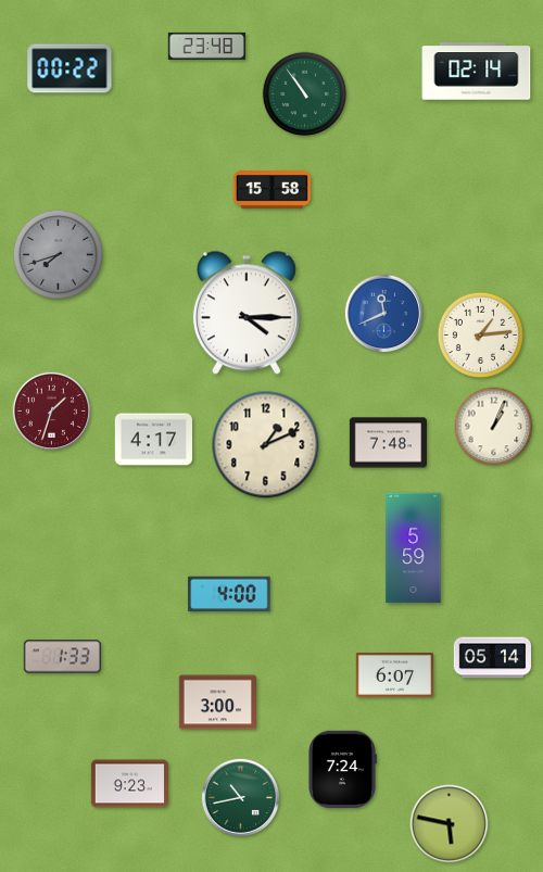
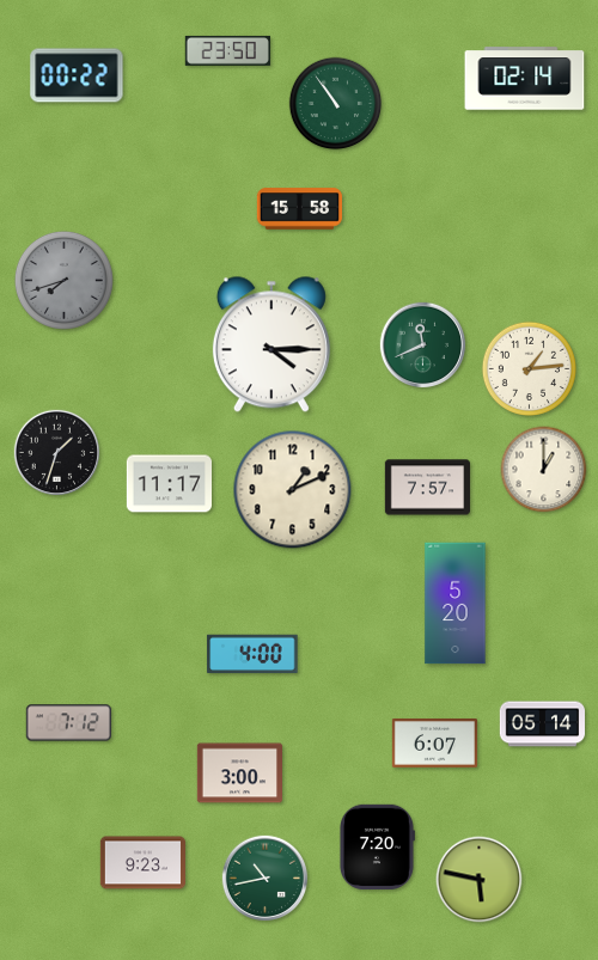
clock at (206, 46): 23:48 -> 23:50
clock at (384, 314) dial: blue -> green
clock at (52, 412) dial: burgundy -> black
clock at (494, 427): 1:04 -> 1:00
clock at (153, 440): 4:17 -> 11:17
clock at (388, 443): 7:48 -> 7:57
clock at (414, 548): 5:59 -> 5:20
clock at (62, 657): 1:33 -> 7:12
clock at (342, 769): 7:24 -> 7:20
clock at (450, 824) position: (450, 824) -> (480, 880)
